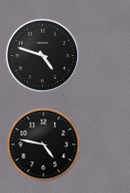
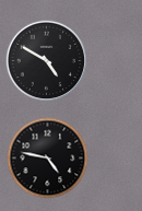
clock at (43, 56): 4:48 -> 4:50
